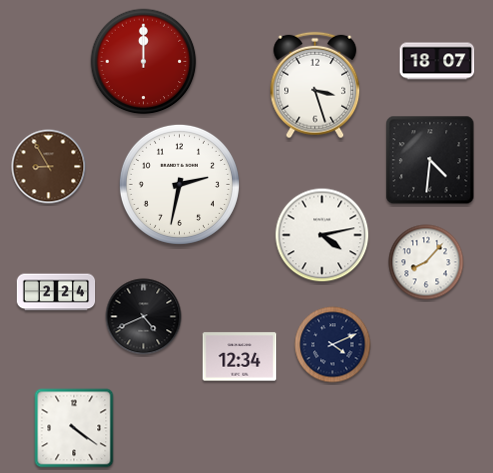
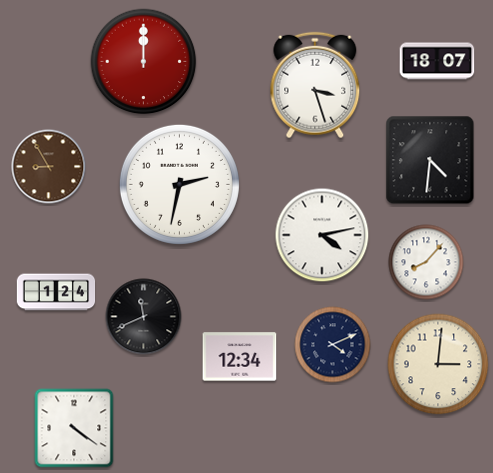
clock at (56, 292): 2:24 -> 1:24
clock at (144, 317): 4:41 -> 11:41
clock at (438, 364): none -> 3:01
